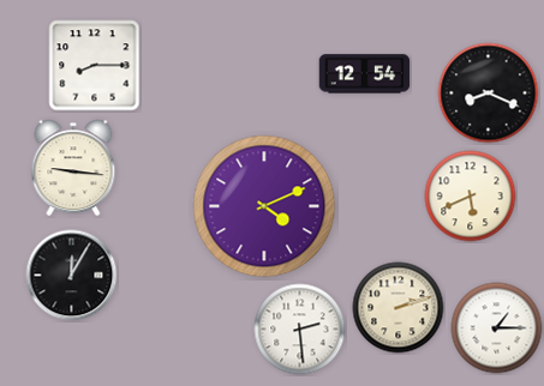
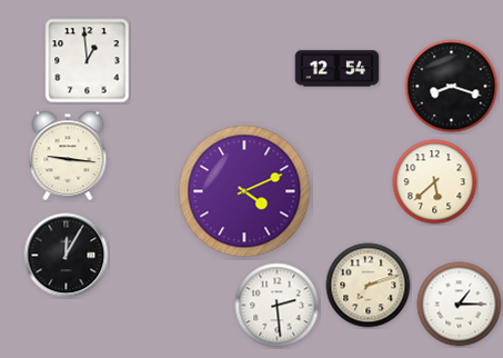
clock at (95, 66): 8:15 -> 12:59
clock at (489, 94): 8:19 -> 8:18
clock at (471, 197): 5:41 -> 5:38
clock at (399, 308): 2:12 -> 7:12
